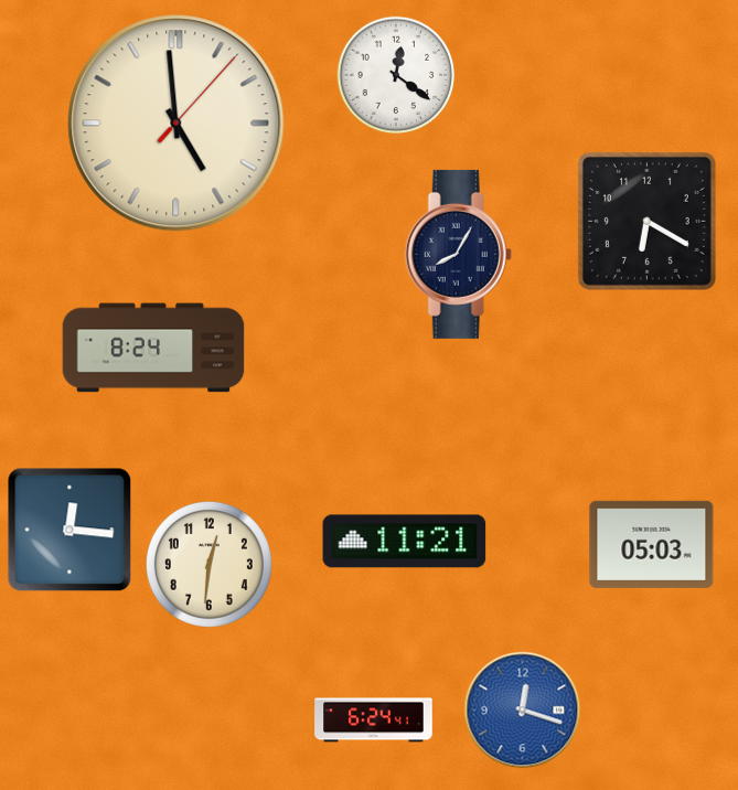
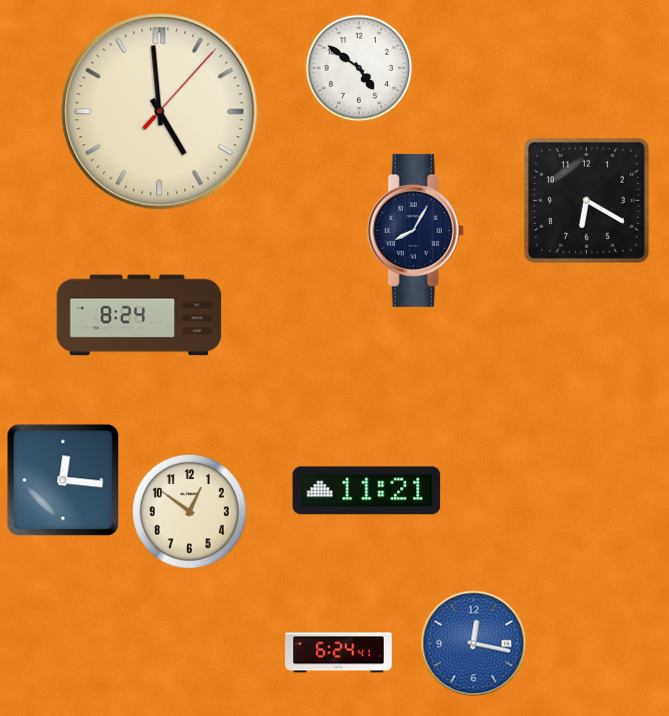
clock at (396, 75): 12:21 -> 4:51
clock at (652, 544): 05:03 -> none
clock at (208, 564): 12:31 -> 12:51
clock at (523, 711): 12:18 -> 12:17
